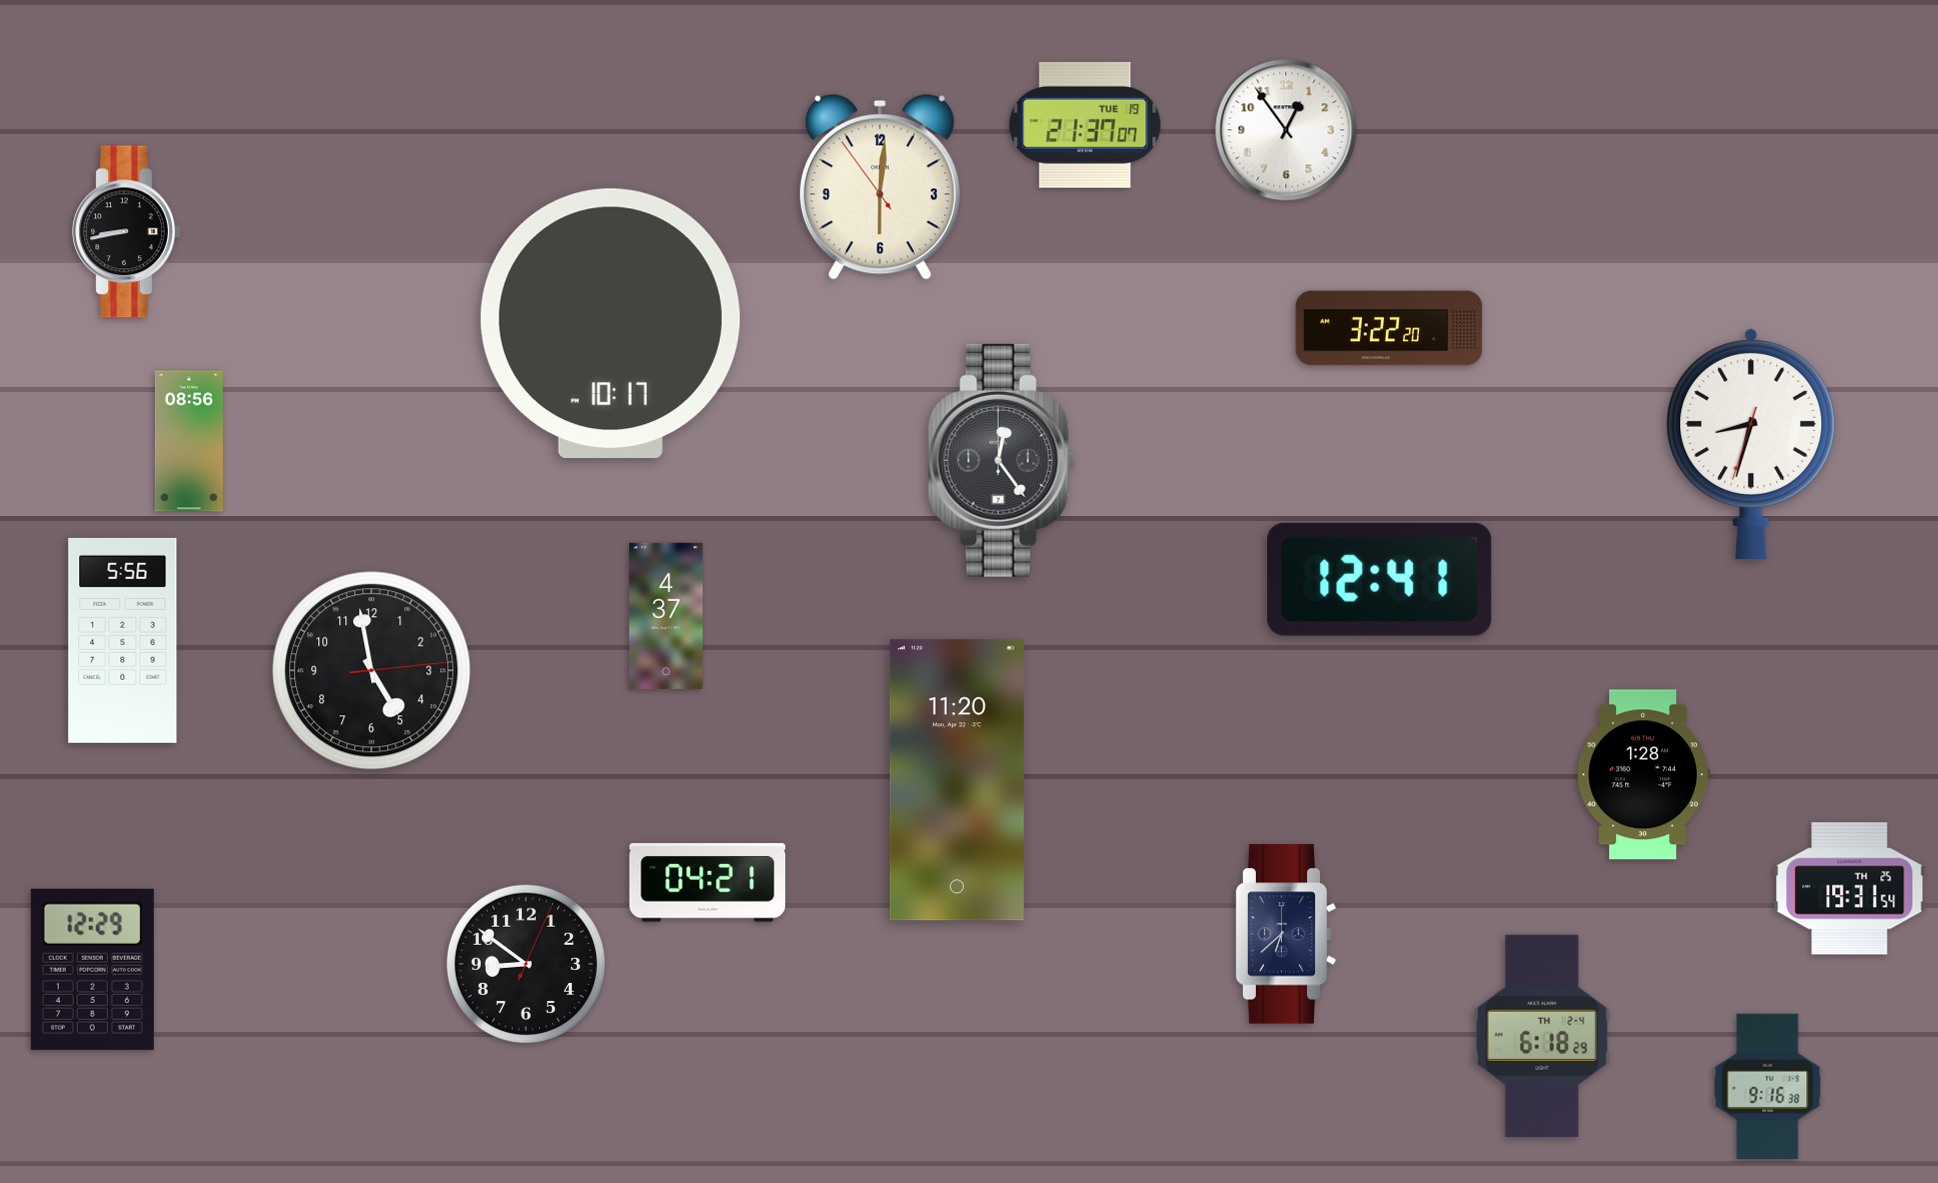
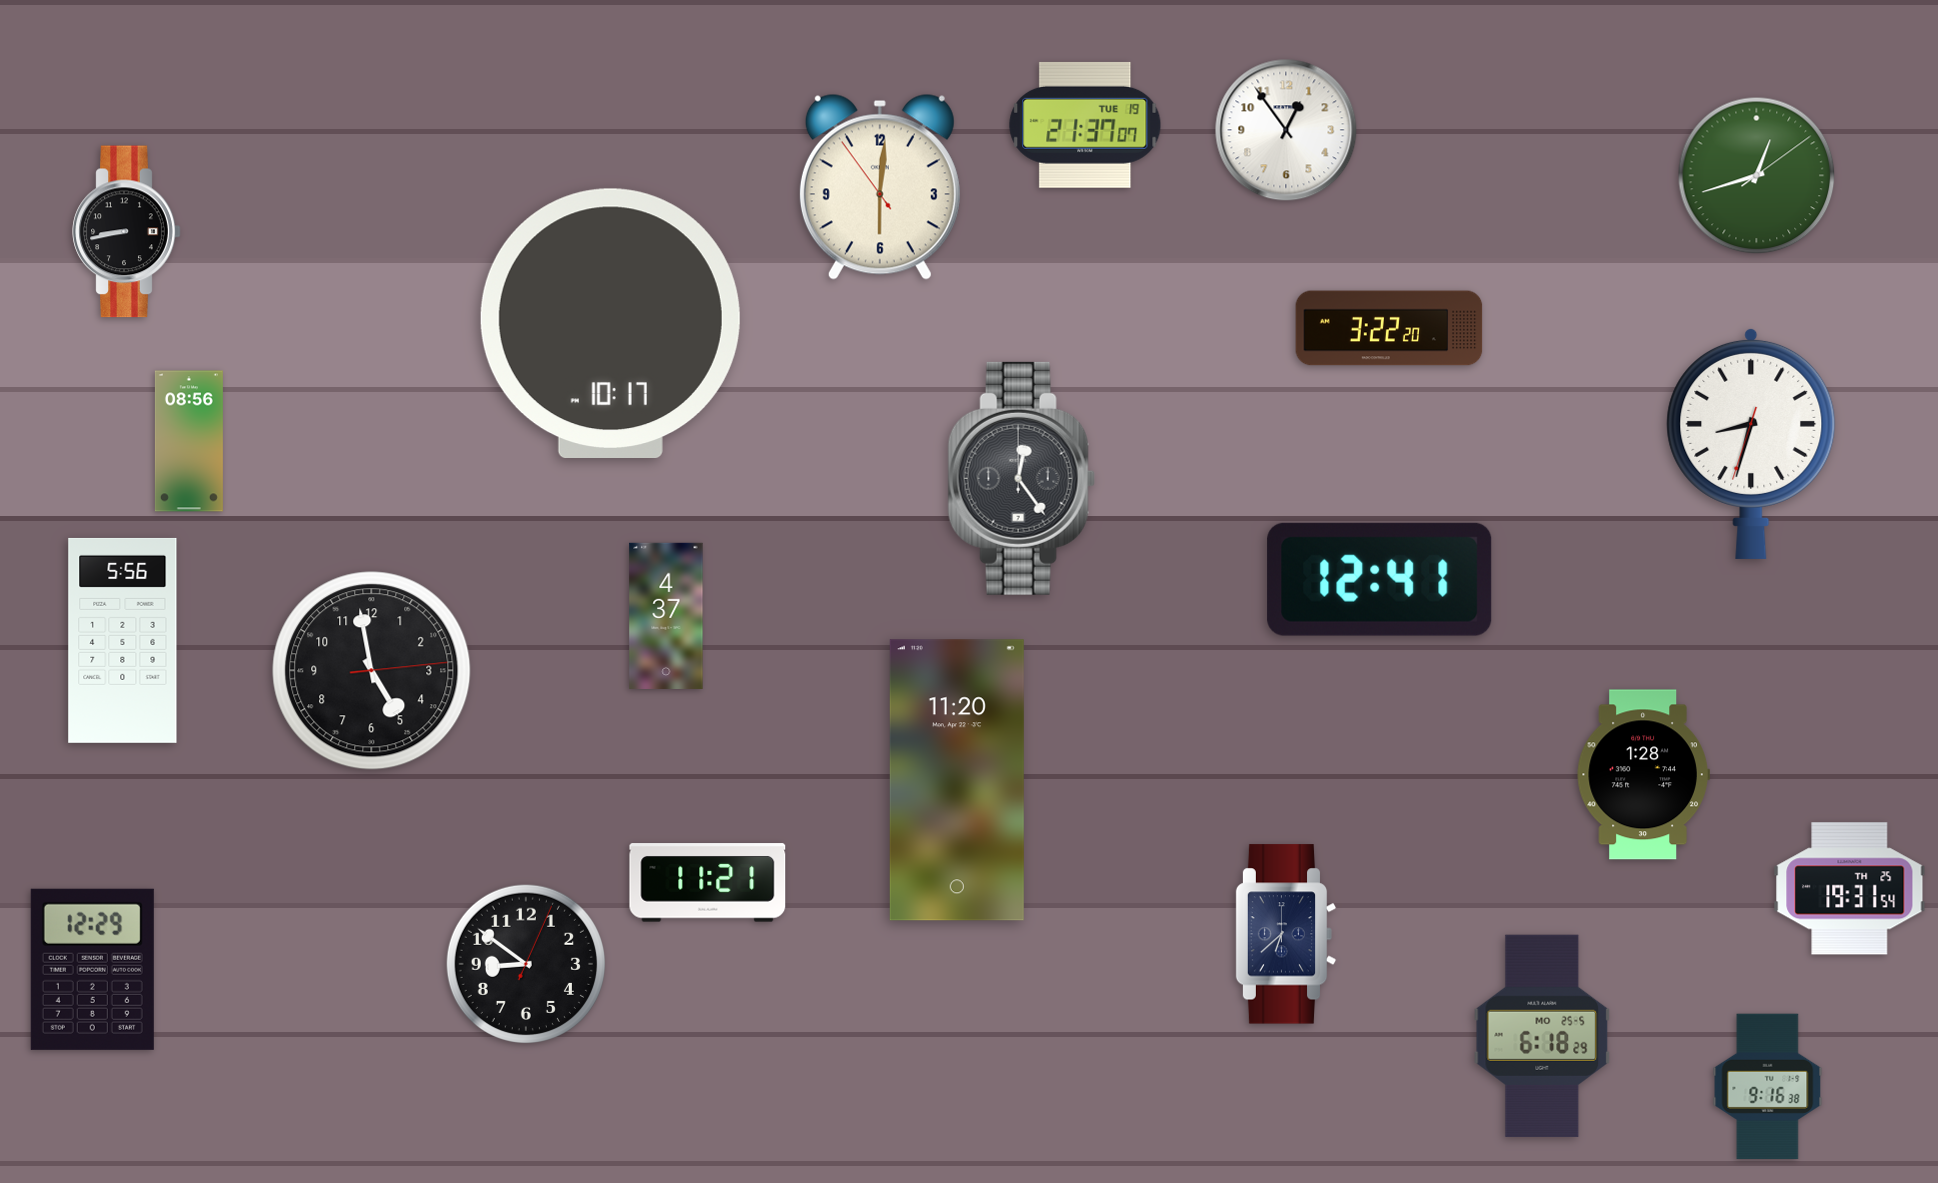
clock at (1757, 176): none -> 12:42
clock at (1001, 460) position: (1001, 460) -> (1021, 478)
clock at (708, 883): 04:21 -> 11:21
clock at (1542, 1036) date: TH 2-4 -> MO 25-5
